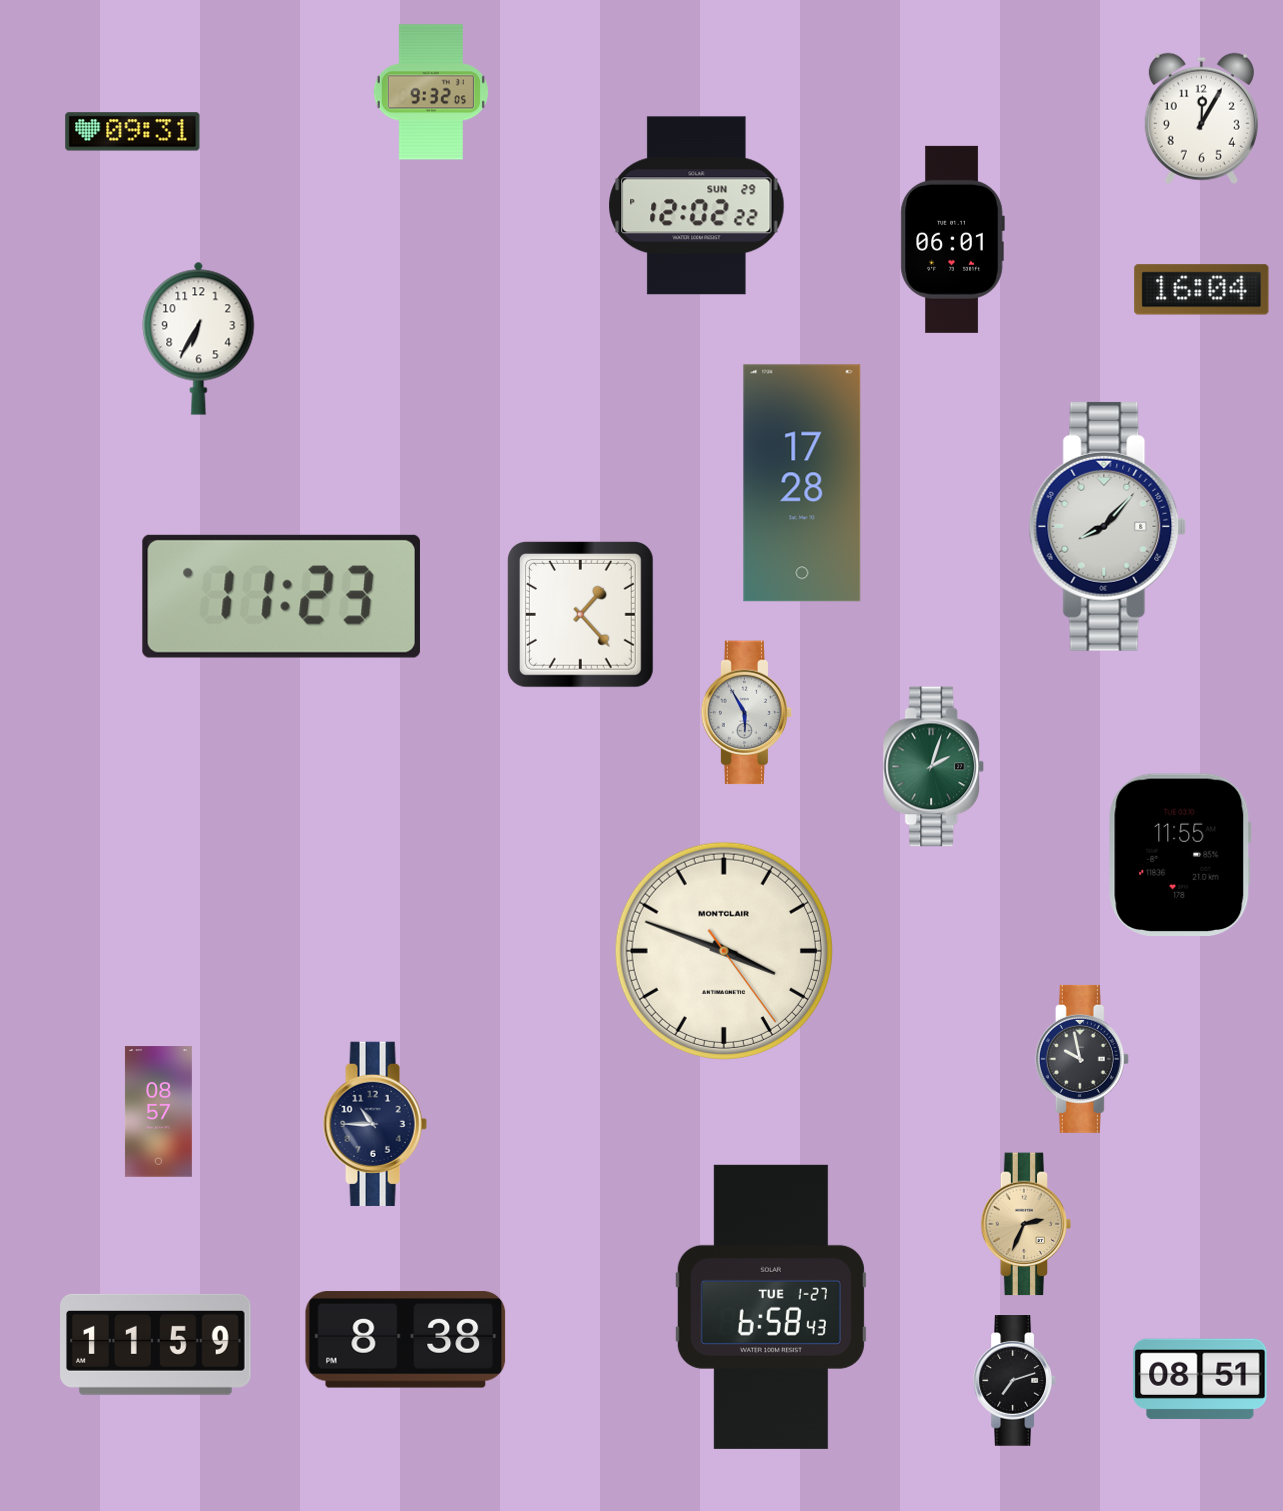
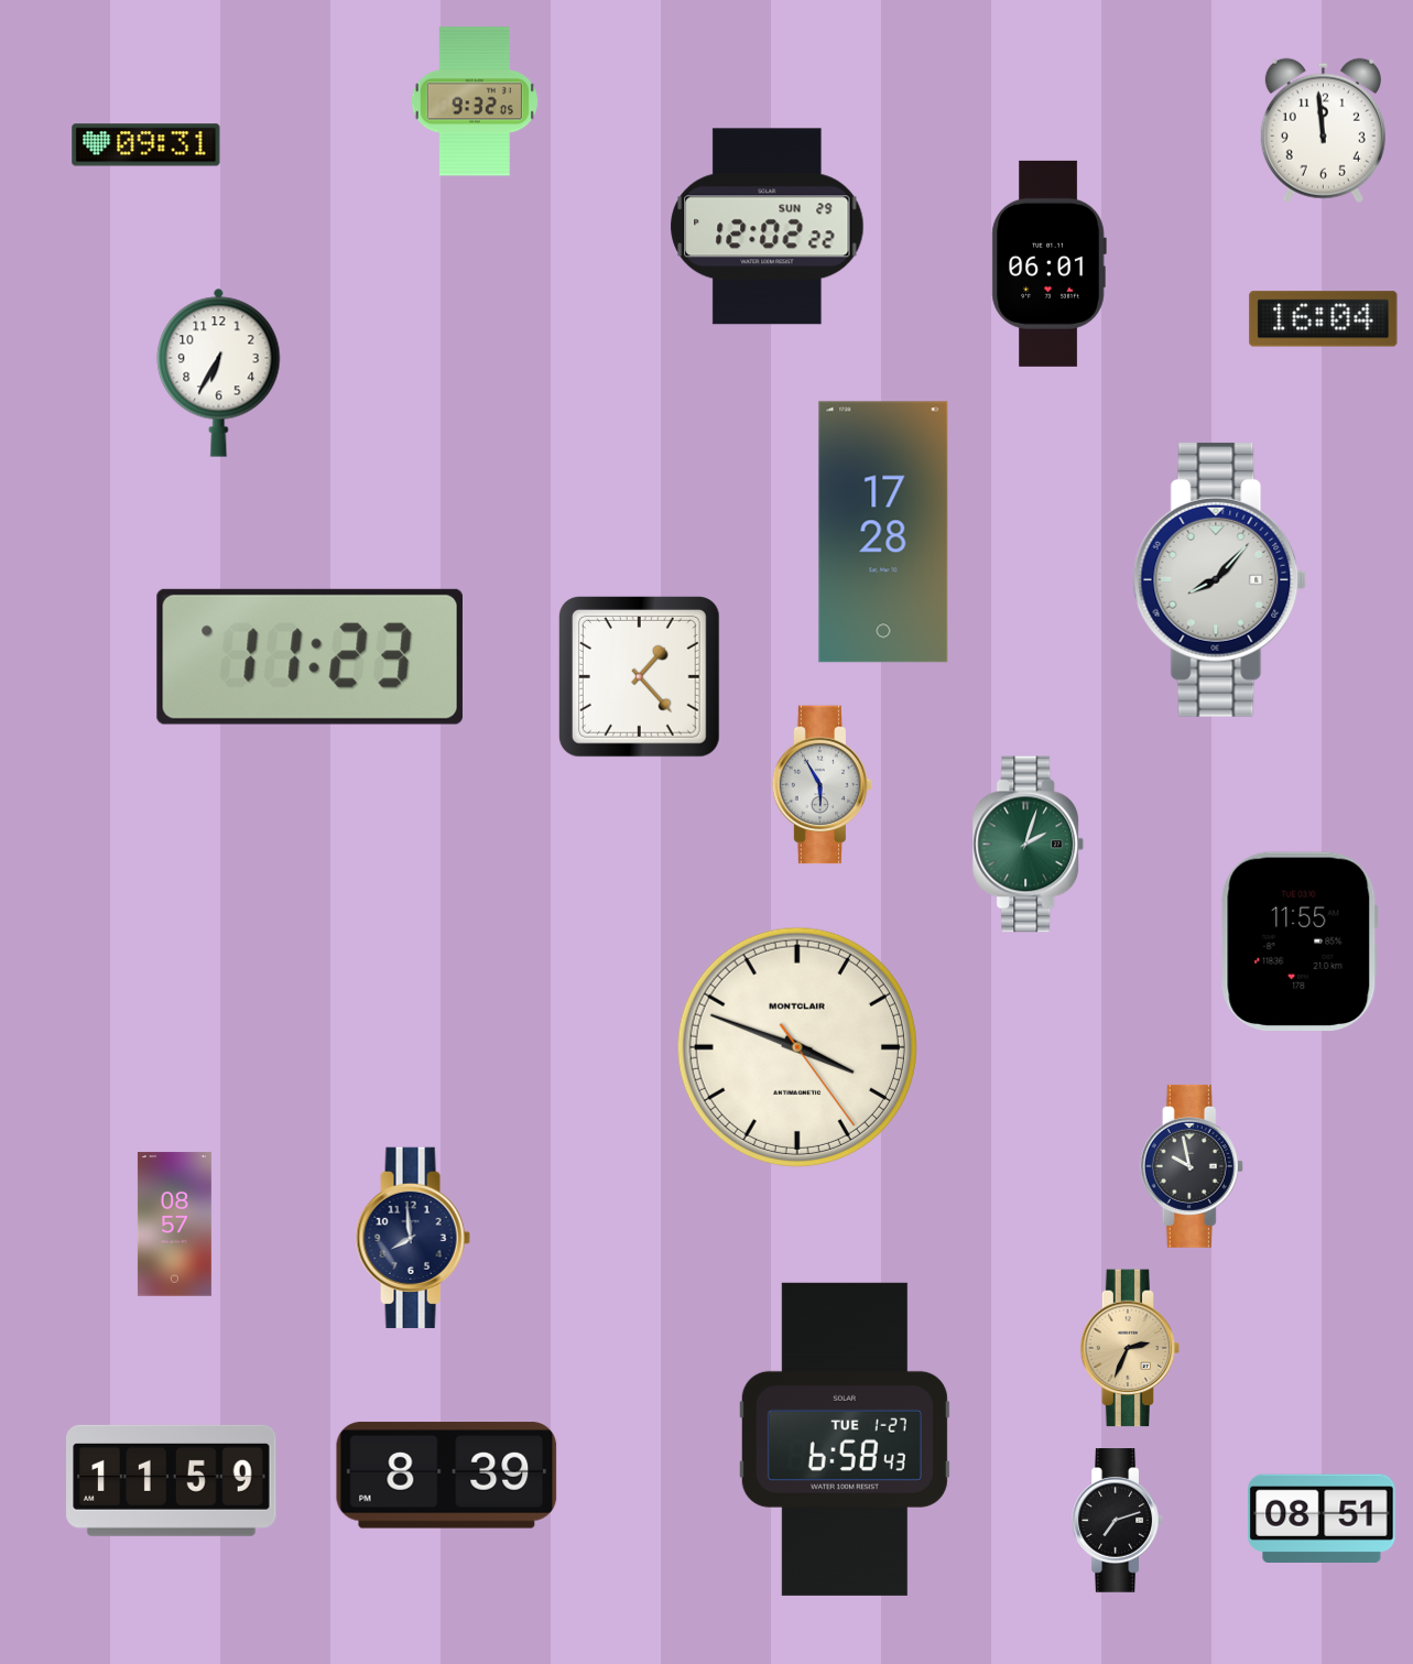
clock at (1201, 118): 12:05 -> 11:59
clock at (375, 1124): 10:45 -> 7:59
clock at (771, 1307) position: (771, 1307) -> (845, 1439)
clock at (406, 1340): 8:38 -> 8:39
